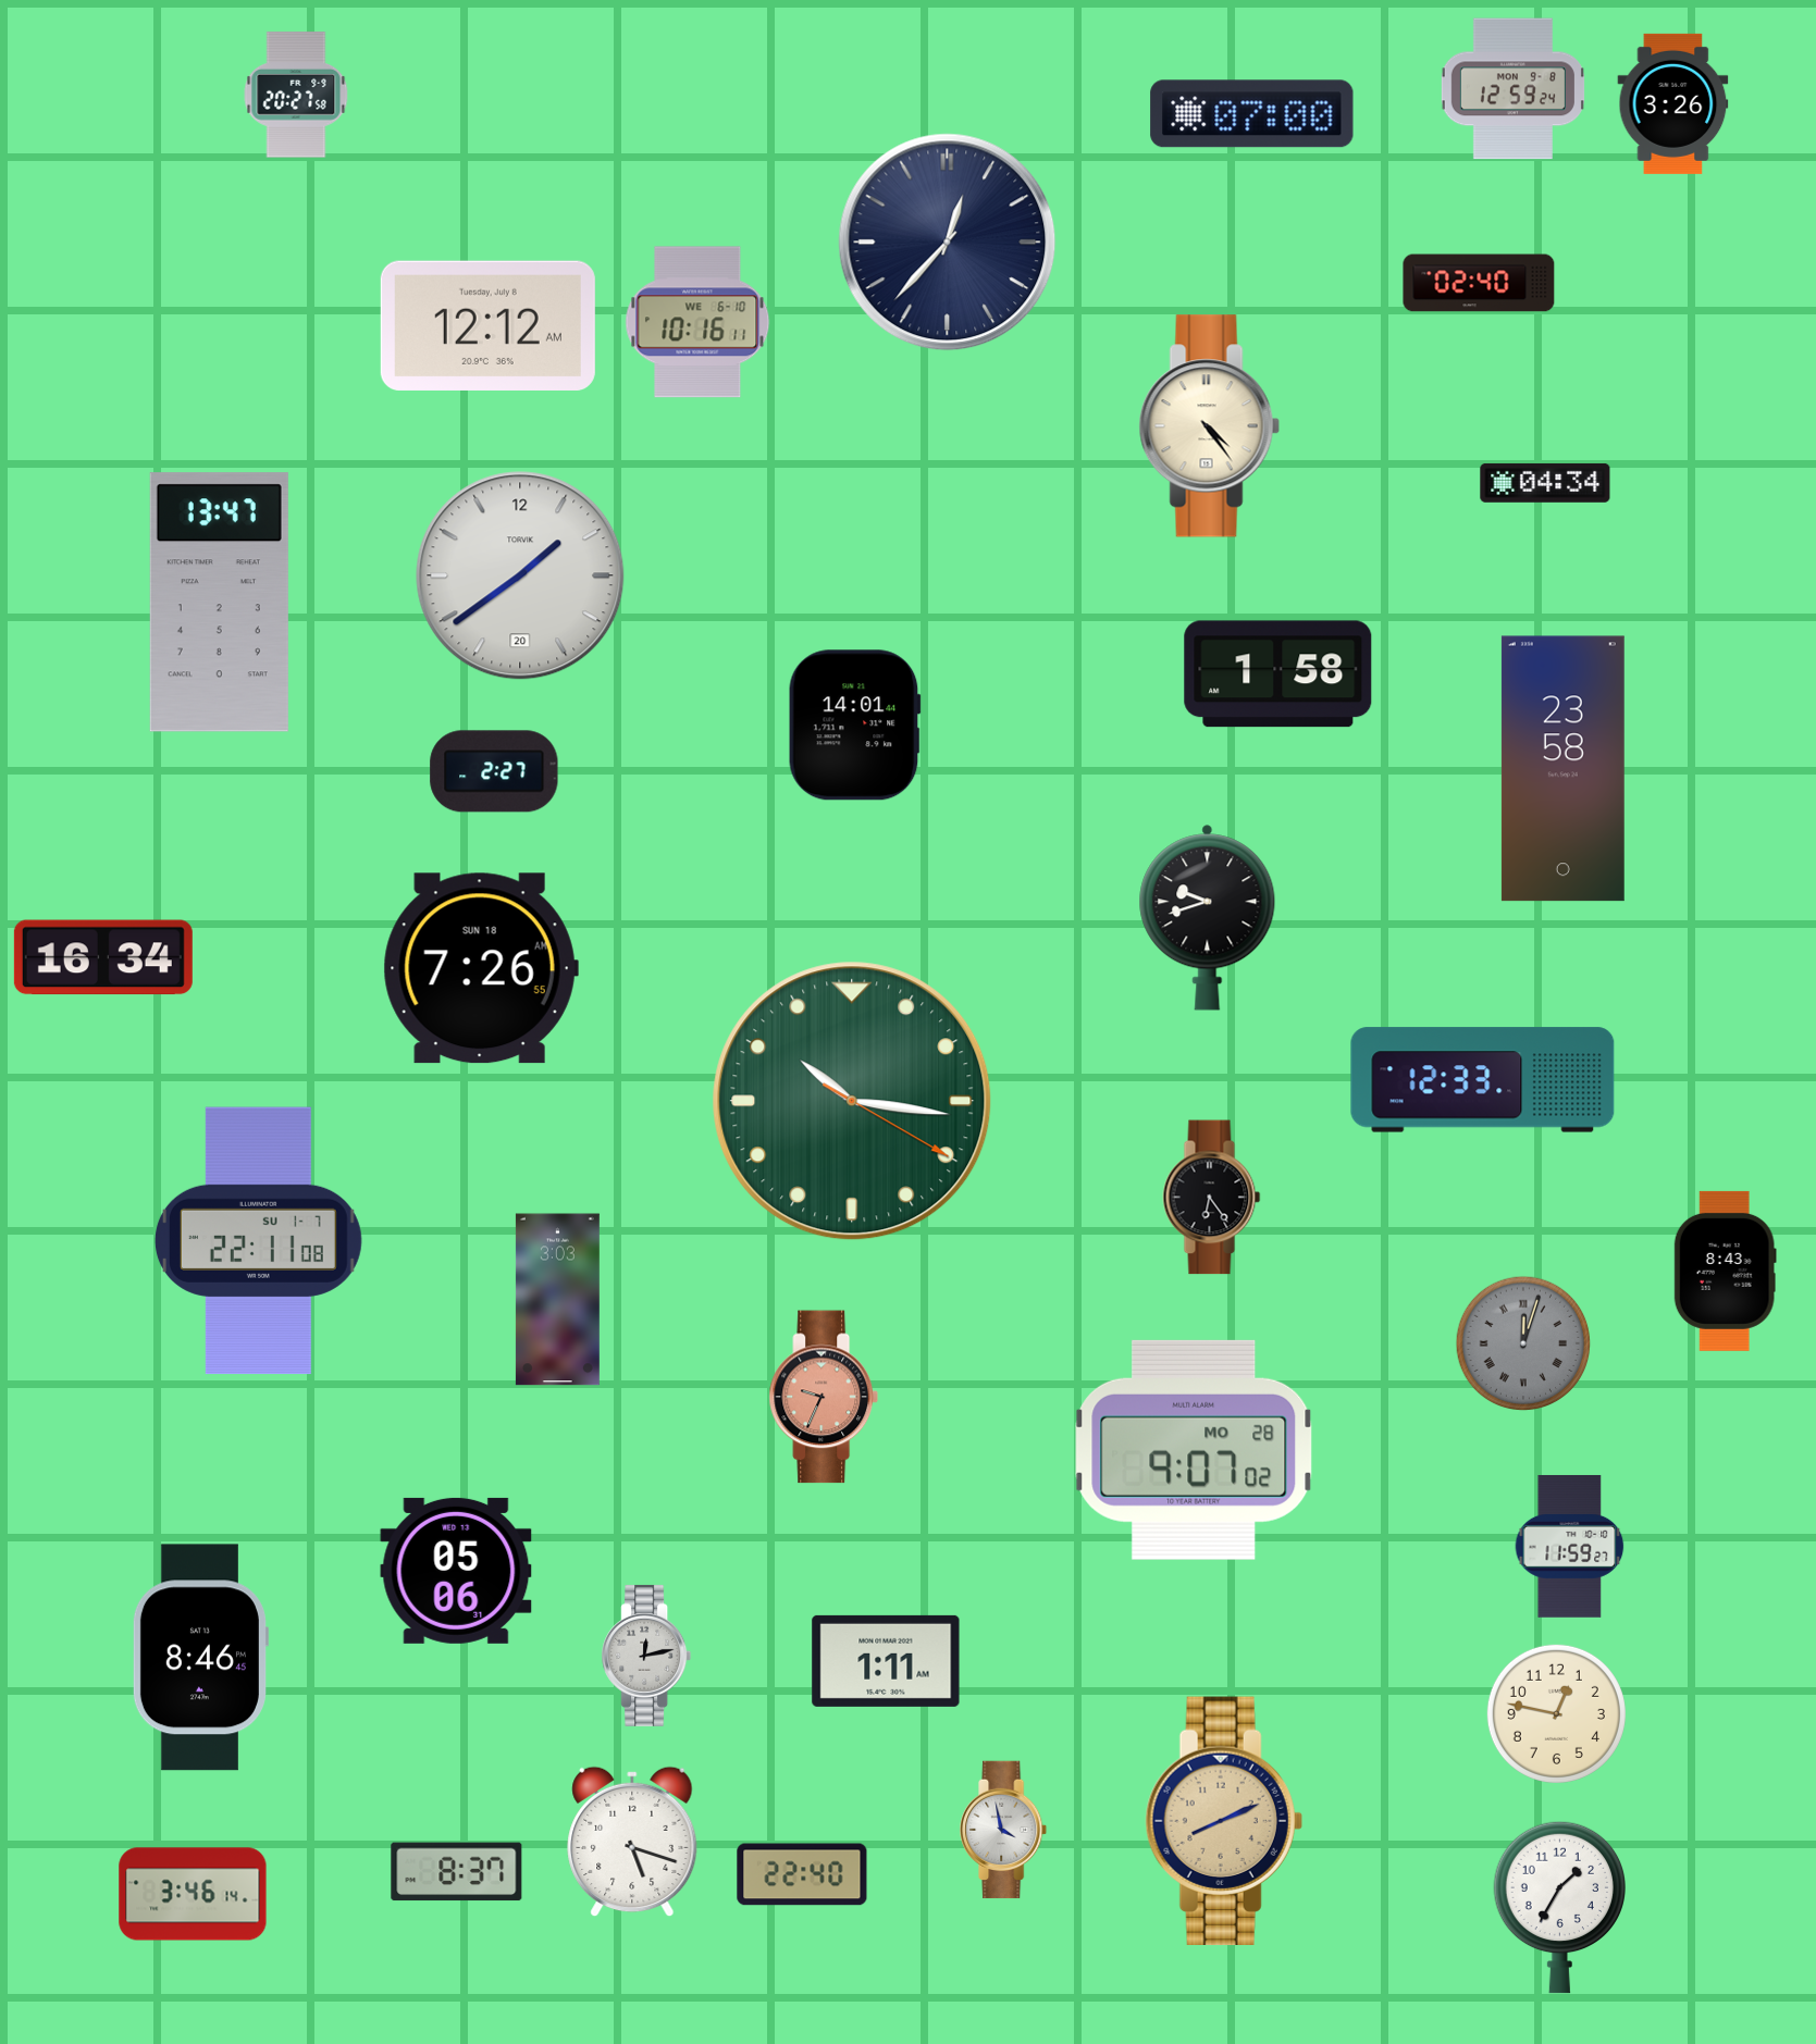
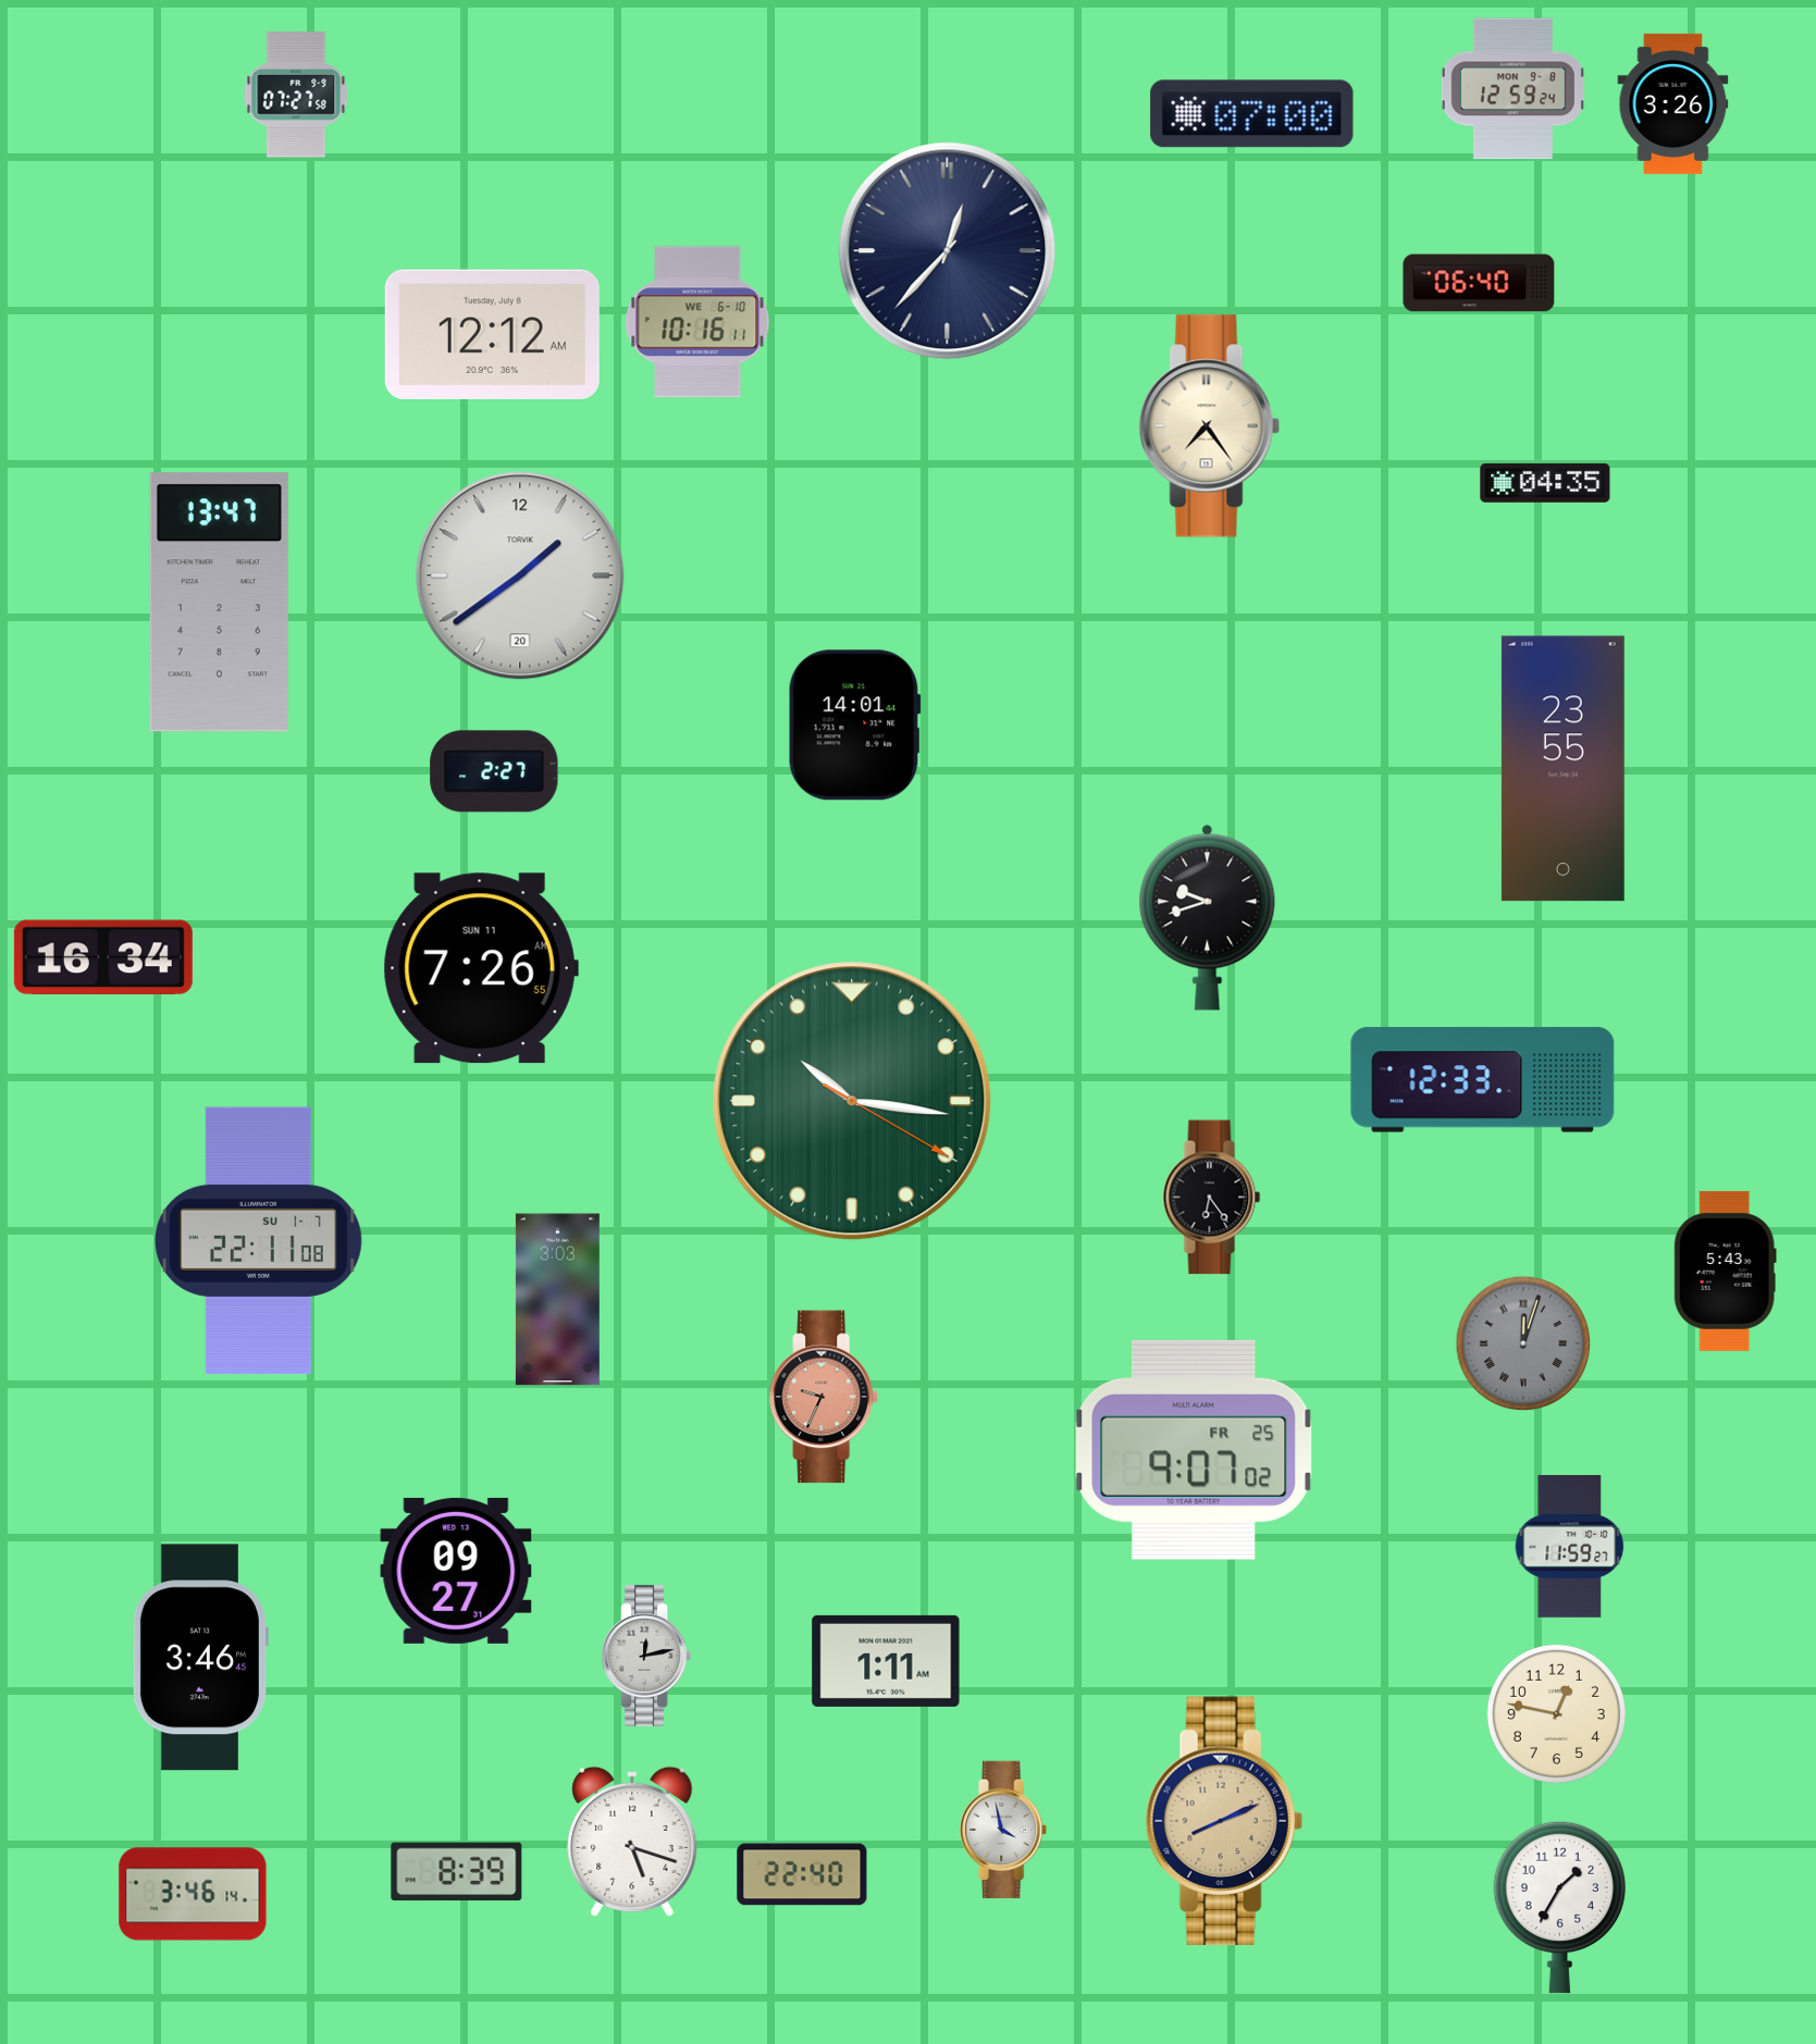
clock at (296, 95): 20:27 -> 07:27
clock at (948, 243) position: (948, 243) -> (948, 251)
clock at (1479, 283): 02:40 -> 06:40
clock at (487, 325) position: (487, 325) -> (492, 334)
clock at (1209, 426): 4:24 -> 7:24
clock at (1545, 483): 04:34 -> 04:35
clock at (1278, 674): 1:58 -> none
clock at (1562, 769): 23:58 -> 23:55
clock at (481, 968) date: SUN 18 -> SUN 11
clock at (1725, 1271): 8:43 -> 5:43
clock at (1194, 1450) date: MO 28 -> FR 25
clock at (456, 1571): 05:06 -> 09:27
clock at (200, 1658): 8:46 -> 3:46
clock at (457, 1872): 8:37 -> 8:39
